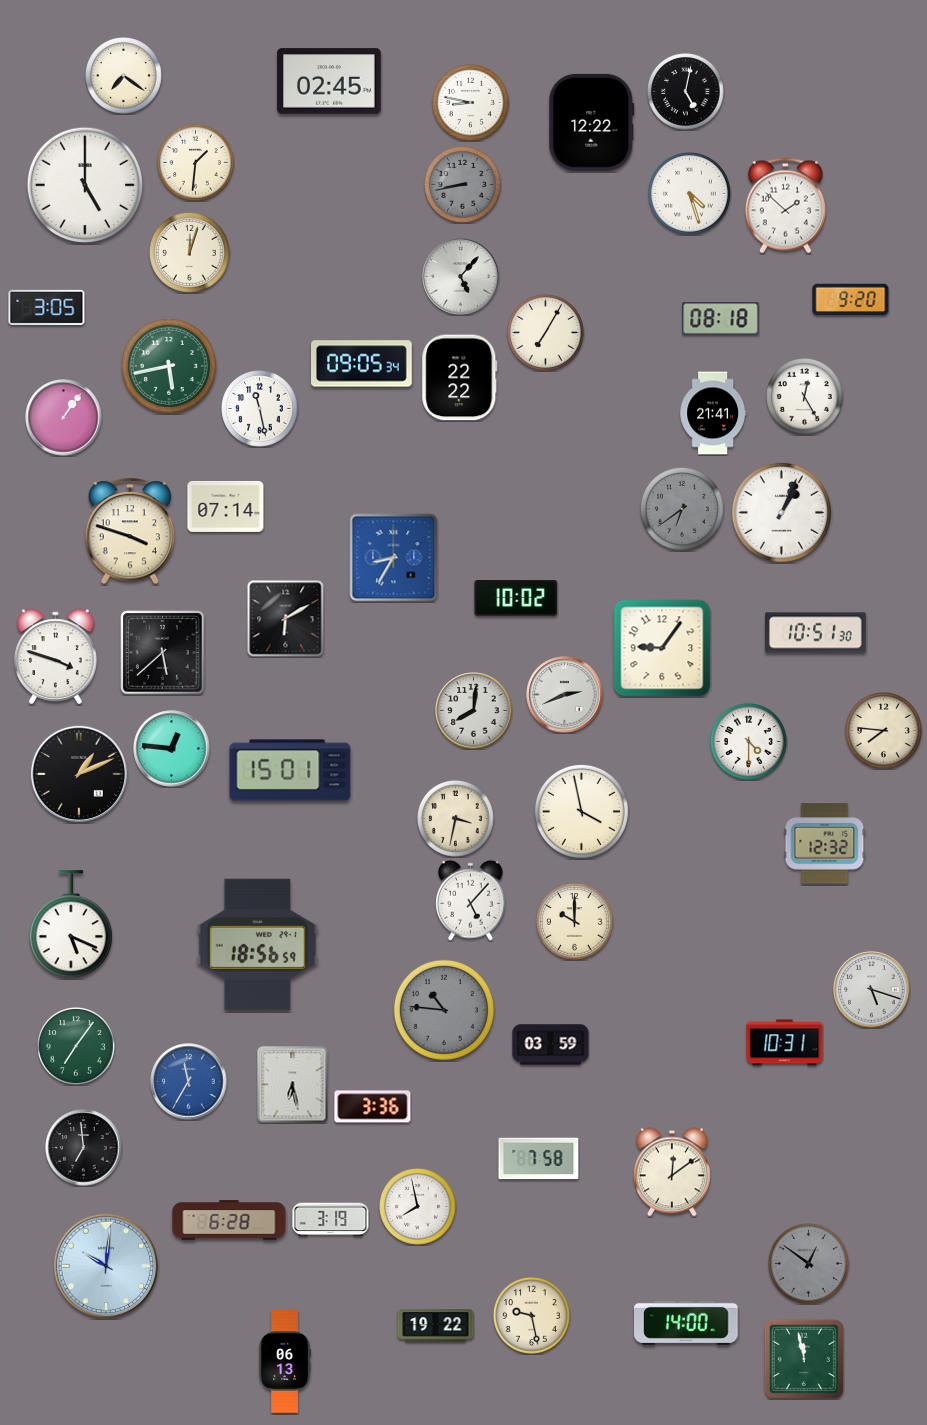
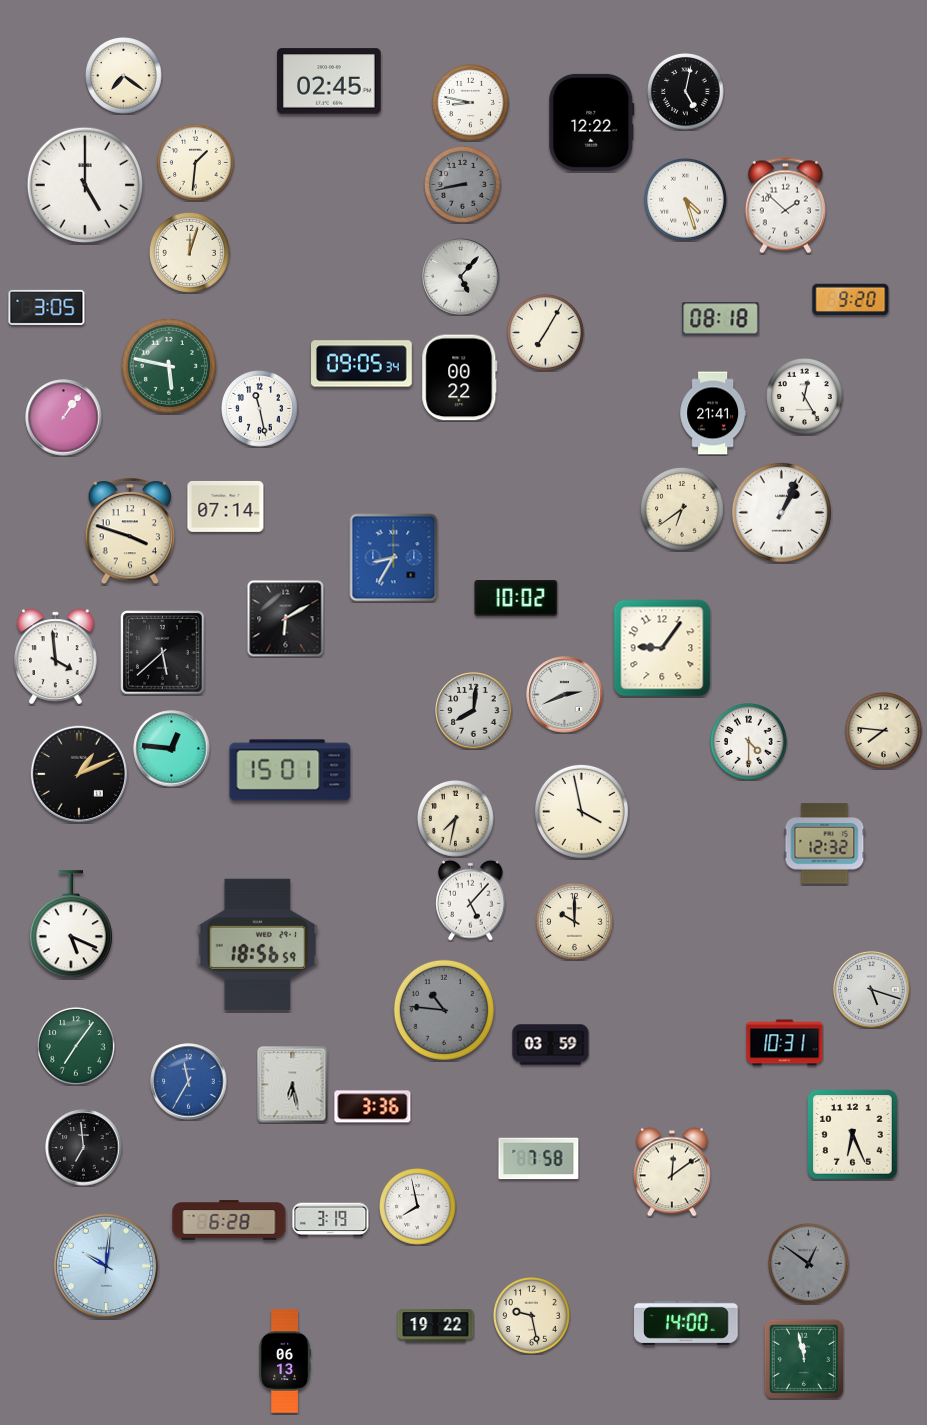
clock at (689, 193) position: (689, 193) -> (685, 199)
clock at (169, 366): 5:43 -> 5:47
clock at (460, 378): 22:22 -> 00:22
clock at (682, 509) dial: grey -> cream
clock at (816, 633): 10:51 -> none
clock at (56, 657): 3:48 -> 3:59
clock at (456, 819): 3:32 -> 7:32
clock at (853, 1135): none -> 6:26
